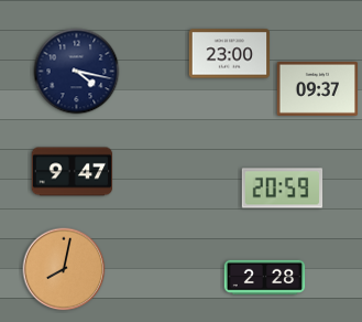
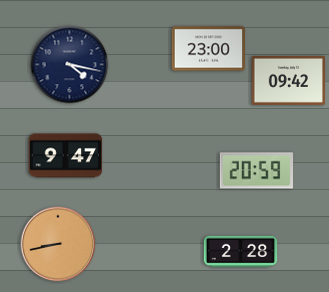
clock at (318, 88): 09:37 -> 09:42
clock at (64, 269): 8:02 -> 8:43
